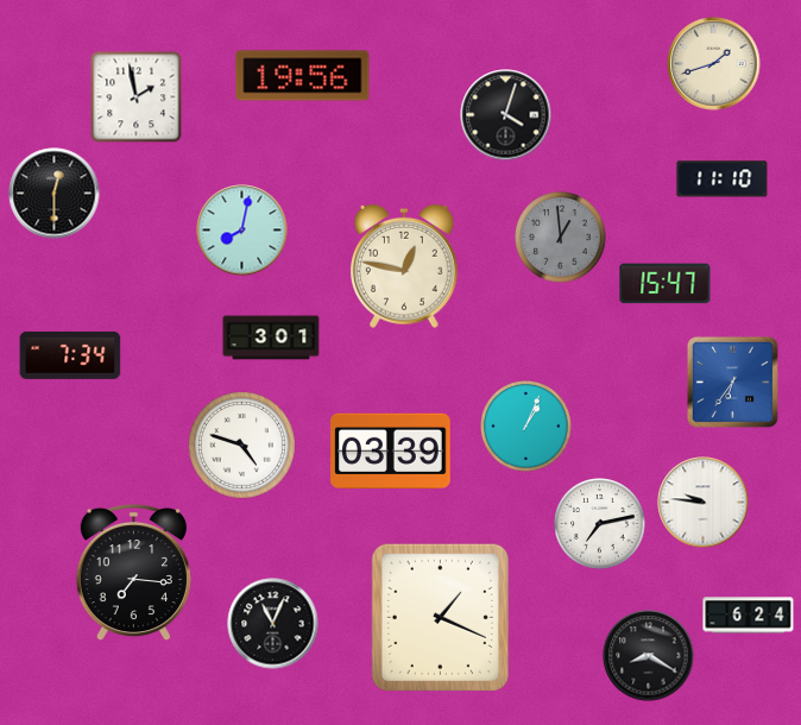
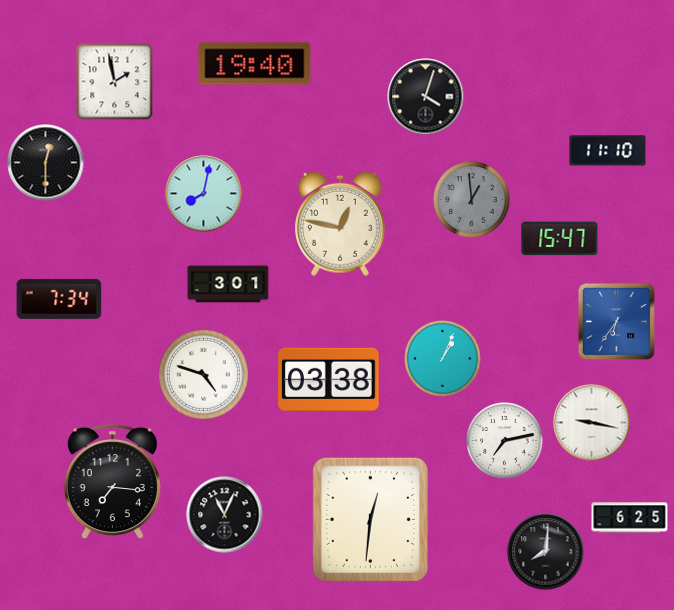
clock at (714, 64): 1:42 -> none
clock at (303, 76): 19:56 -> 19:40
clock at (391, 452): 03:39 -> 03:38
clock at (704, 503): 9:46 -> 9:17
clock at (749, 616): 6:24 -> 6:25
clock at (440, 617): 1:19 -> 12:31
clock at (273, 624) position: (273, 624) -> (225, 515)
clock at (649, 656): 8:20 -> 8:01
